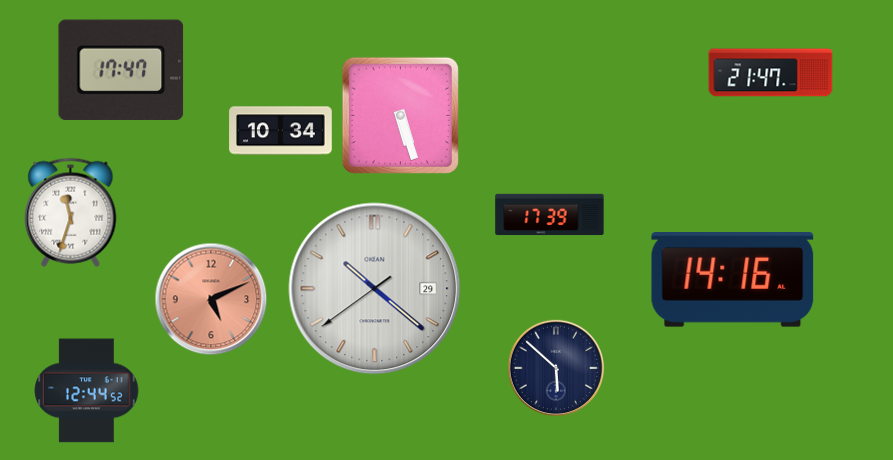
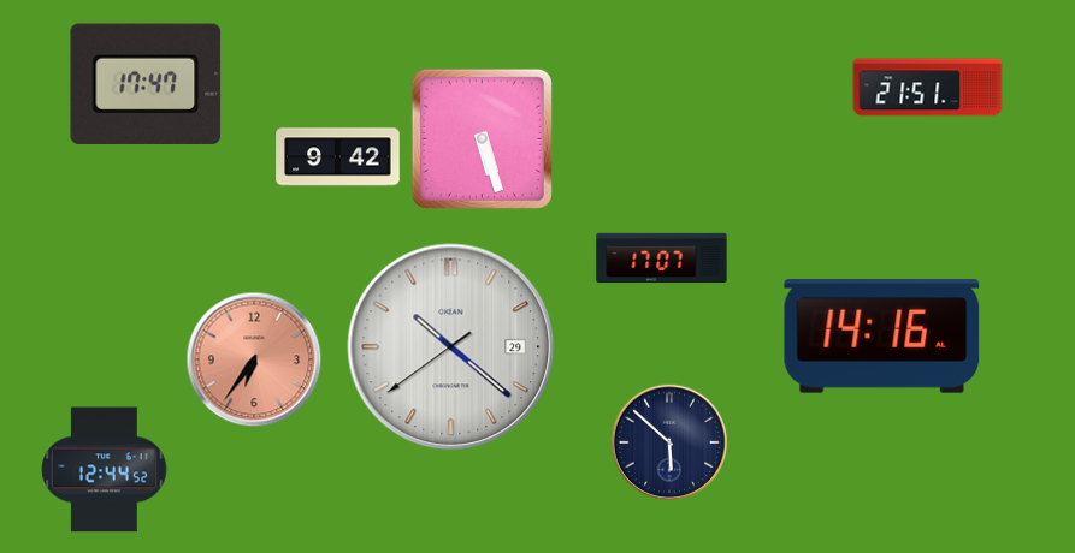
clock at (771, 73): 21:47 -> 21:51
clock at (281, 131): 10:34 -> 9:42
clock at (71, 212): 11:33 -> none
clock at (550, 215): 17:39 -> 17:07
clock at (211, 299): 5:11 -> 6:36
